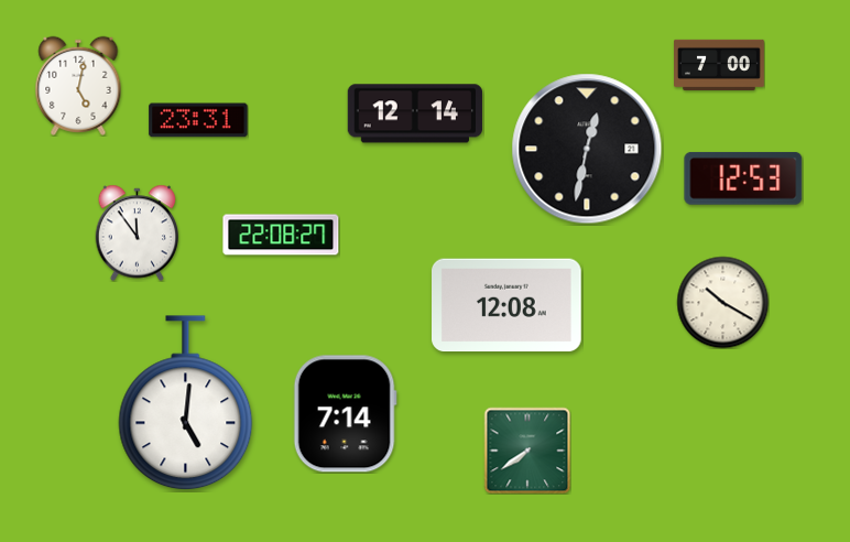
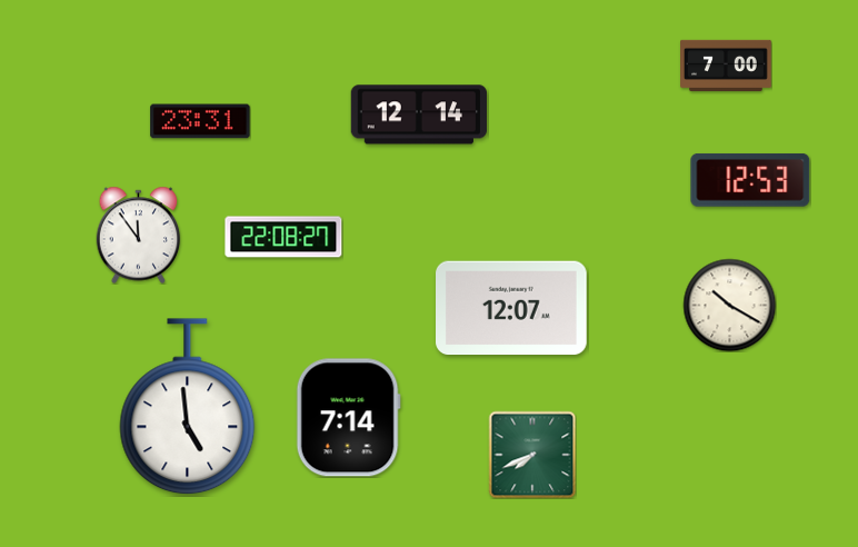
clock at (78, 86): 5:02 -> none
clock at (587, 149): 12:32 -> none
clock at (508, 305): 12:08 -> 12:07
clock at (186, 403): 5:01 -> 4:59
clock at (527, 451): 7:39 -> 7:41
